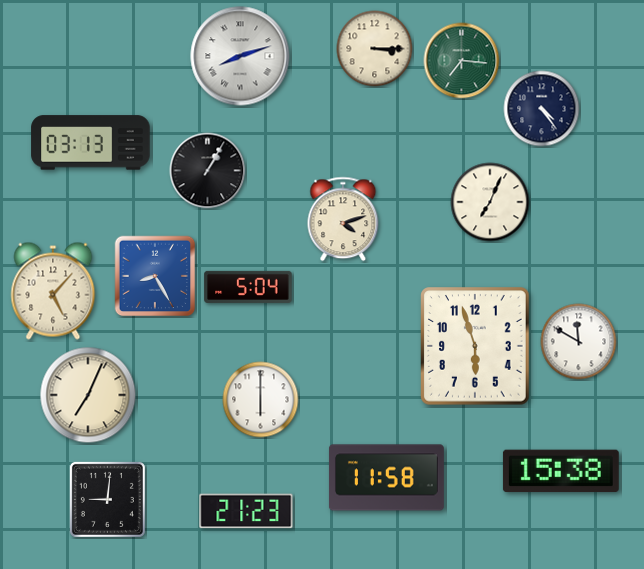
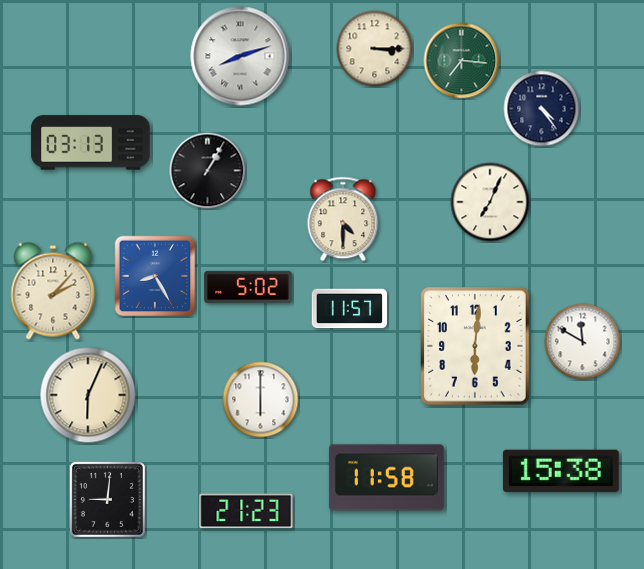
clock at (343, 219): 4:12 -> 4:30
clock at (248, 287): 5:04 -> 5:02
clock at (53, 291): 5:07 -> 2:07
clock at (350, 309): none -> 11:57
clock at (579, 342) position: (579, 342) -> (583, 342)
clock at (475, 346): 5:57 -> 6:01
clock at (88, 395): 7:04 -> 6:04
